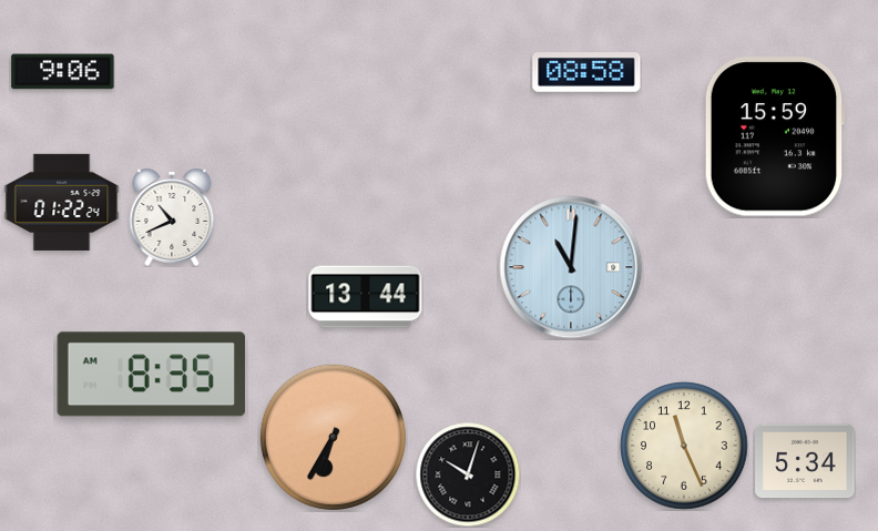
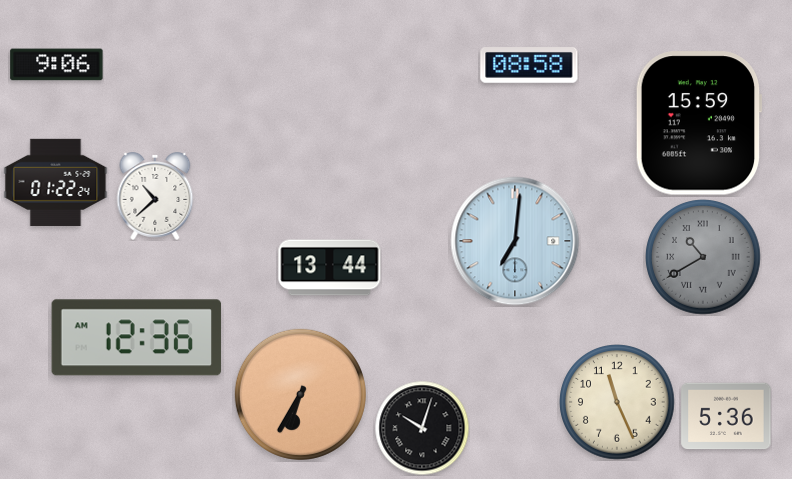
clock at (172, 218): 10:41 -> 10:38
clock at (571, 267): 11:01 -> 7:01
clock at (703, 257): none -> 10:40
clock at (152, 375): 8:35 -> 12:36
clock at (805, 461): 5:34 -> 5:36
